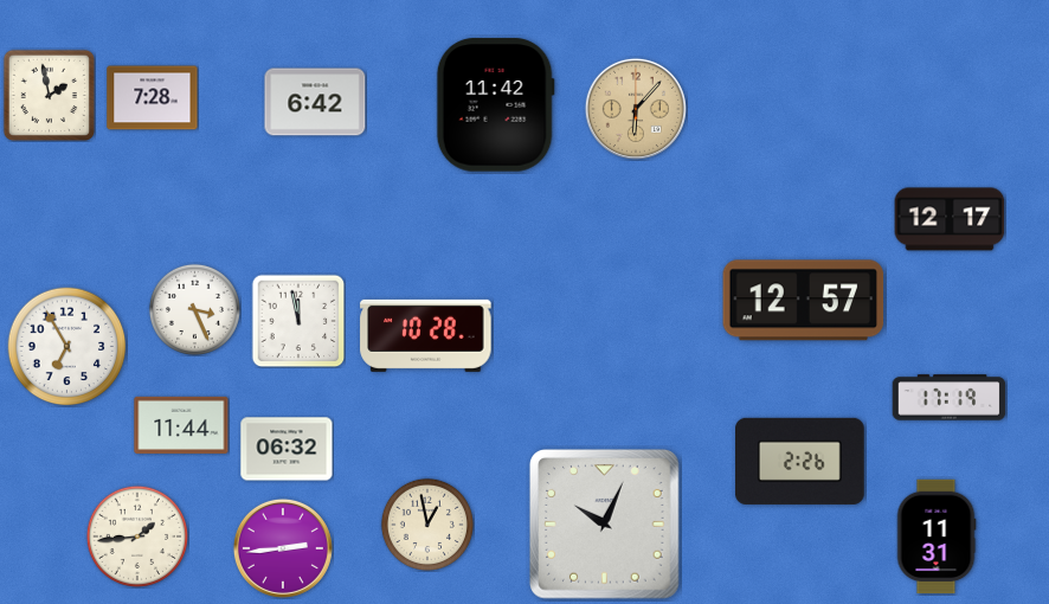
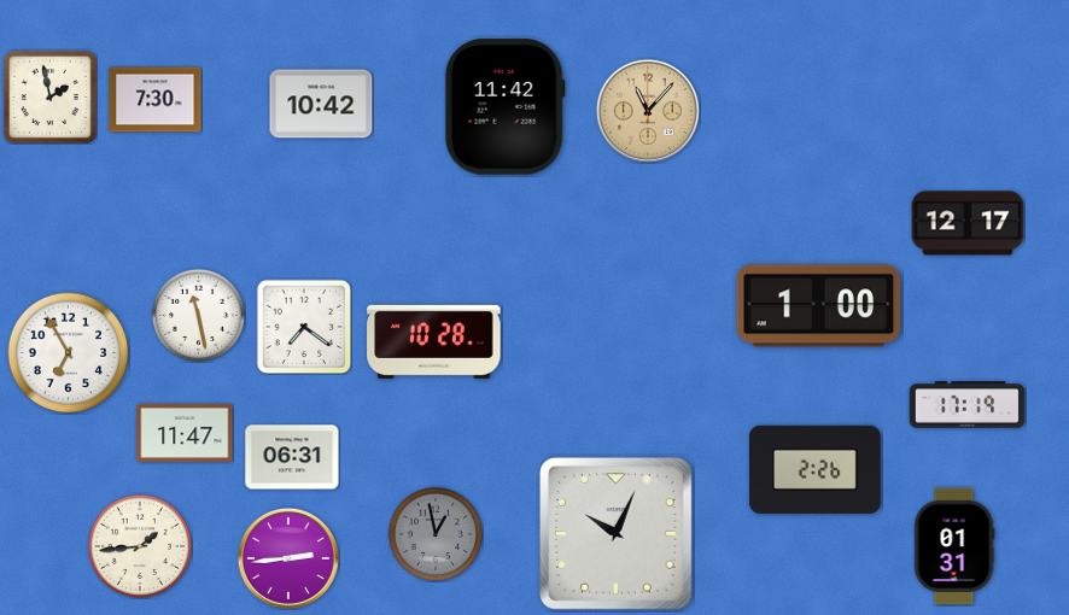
clock at (153, 98): 7:28 -> 7:30
clock at (315, 102): 6:42 -> 10:42
clock at (636, 109): 6:07 -> 11:07
clock at (804, 301): 12:57 -> 1:00
clock at (194, 309): 3:26 -> 11:28
clock at (298, 321): 11:58 -> 7:21
clock at (181, 425): 11:44 -> 11:47
clock at (287, 449): 06:32 -> 06:31
clock at (427, 525) dial: cream -> grey
clock at (937, 536): 11:31 -> 01:31
